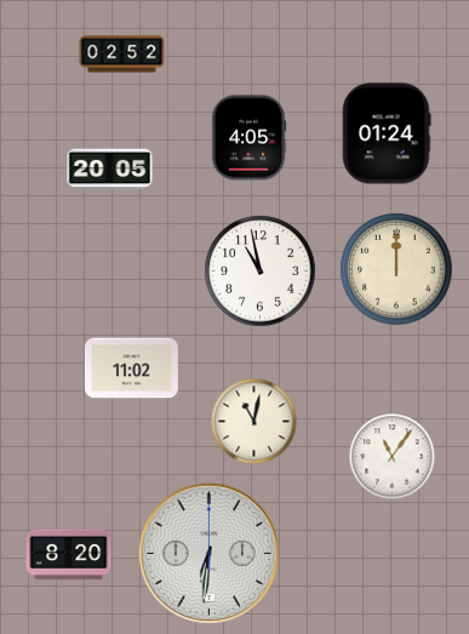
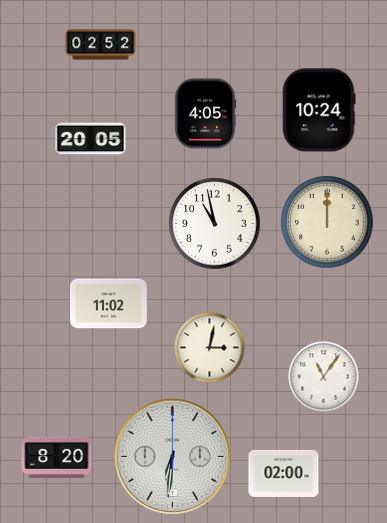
clock at (387, 133): 01:24 -> 10:24
clock at (254, 422): 11:02 -> 3:02
clock at (284, 473): none -> 02:00
